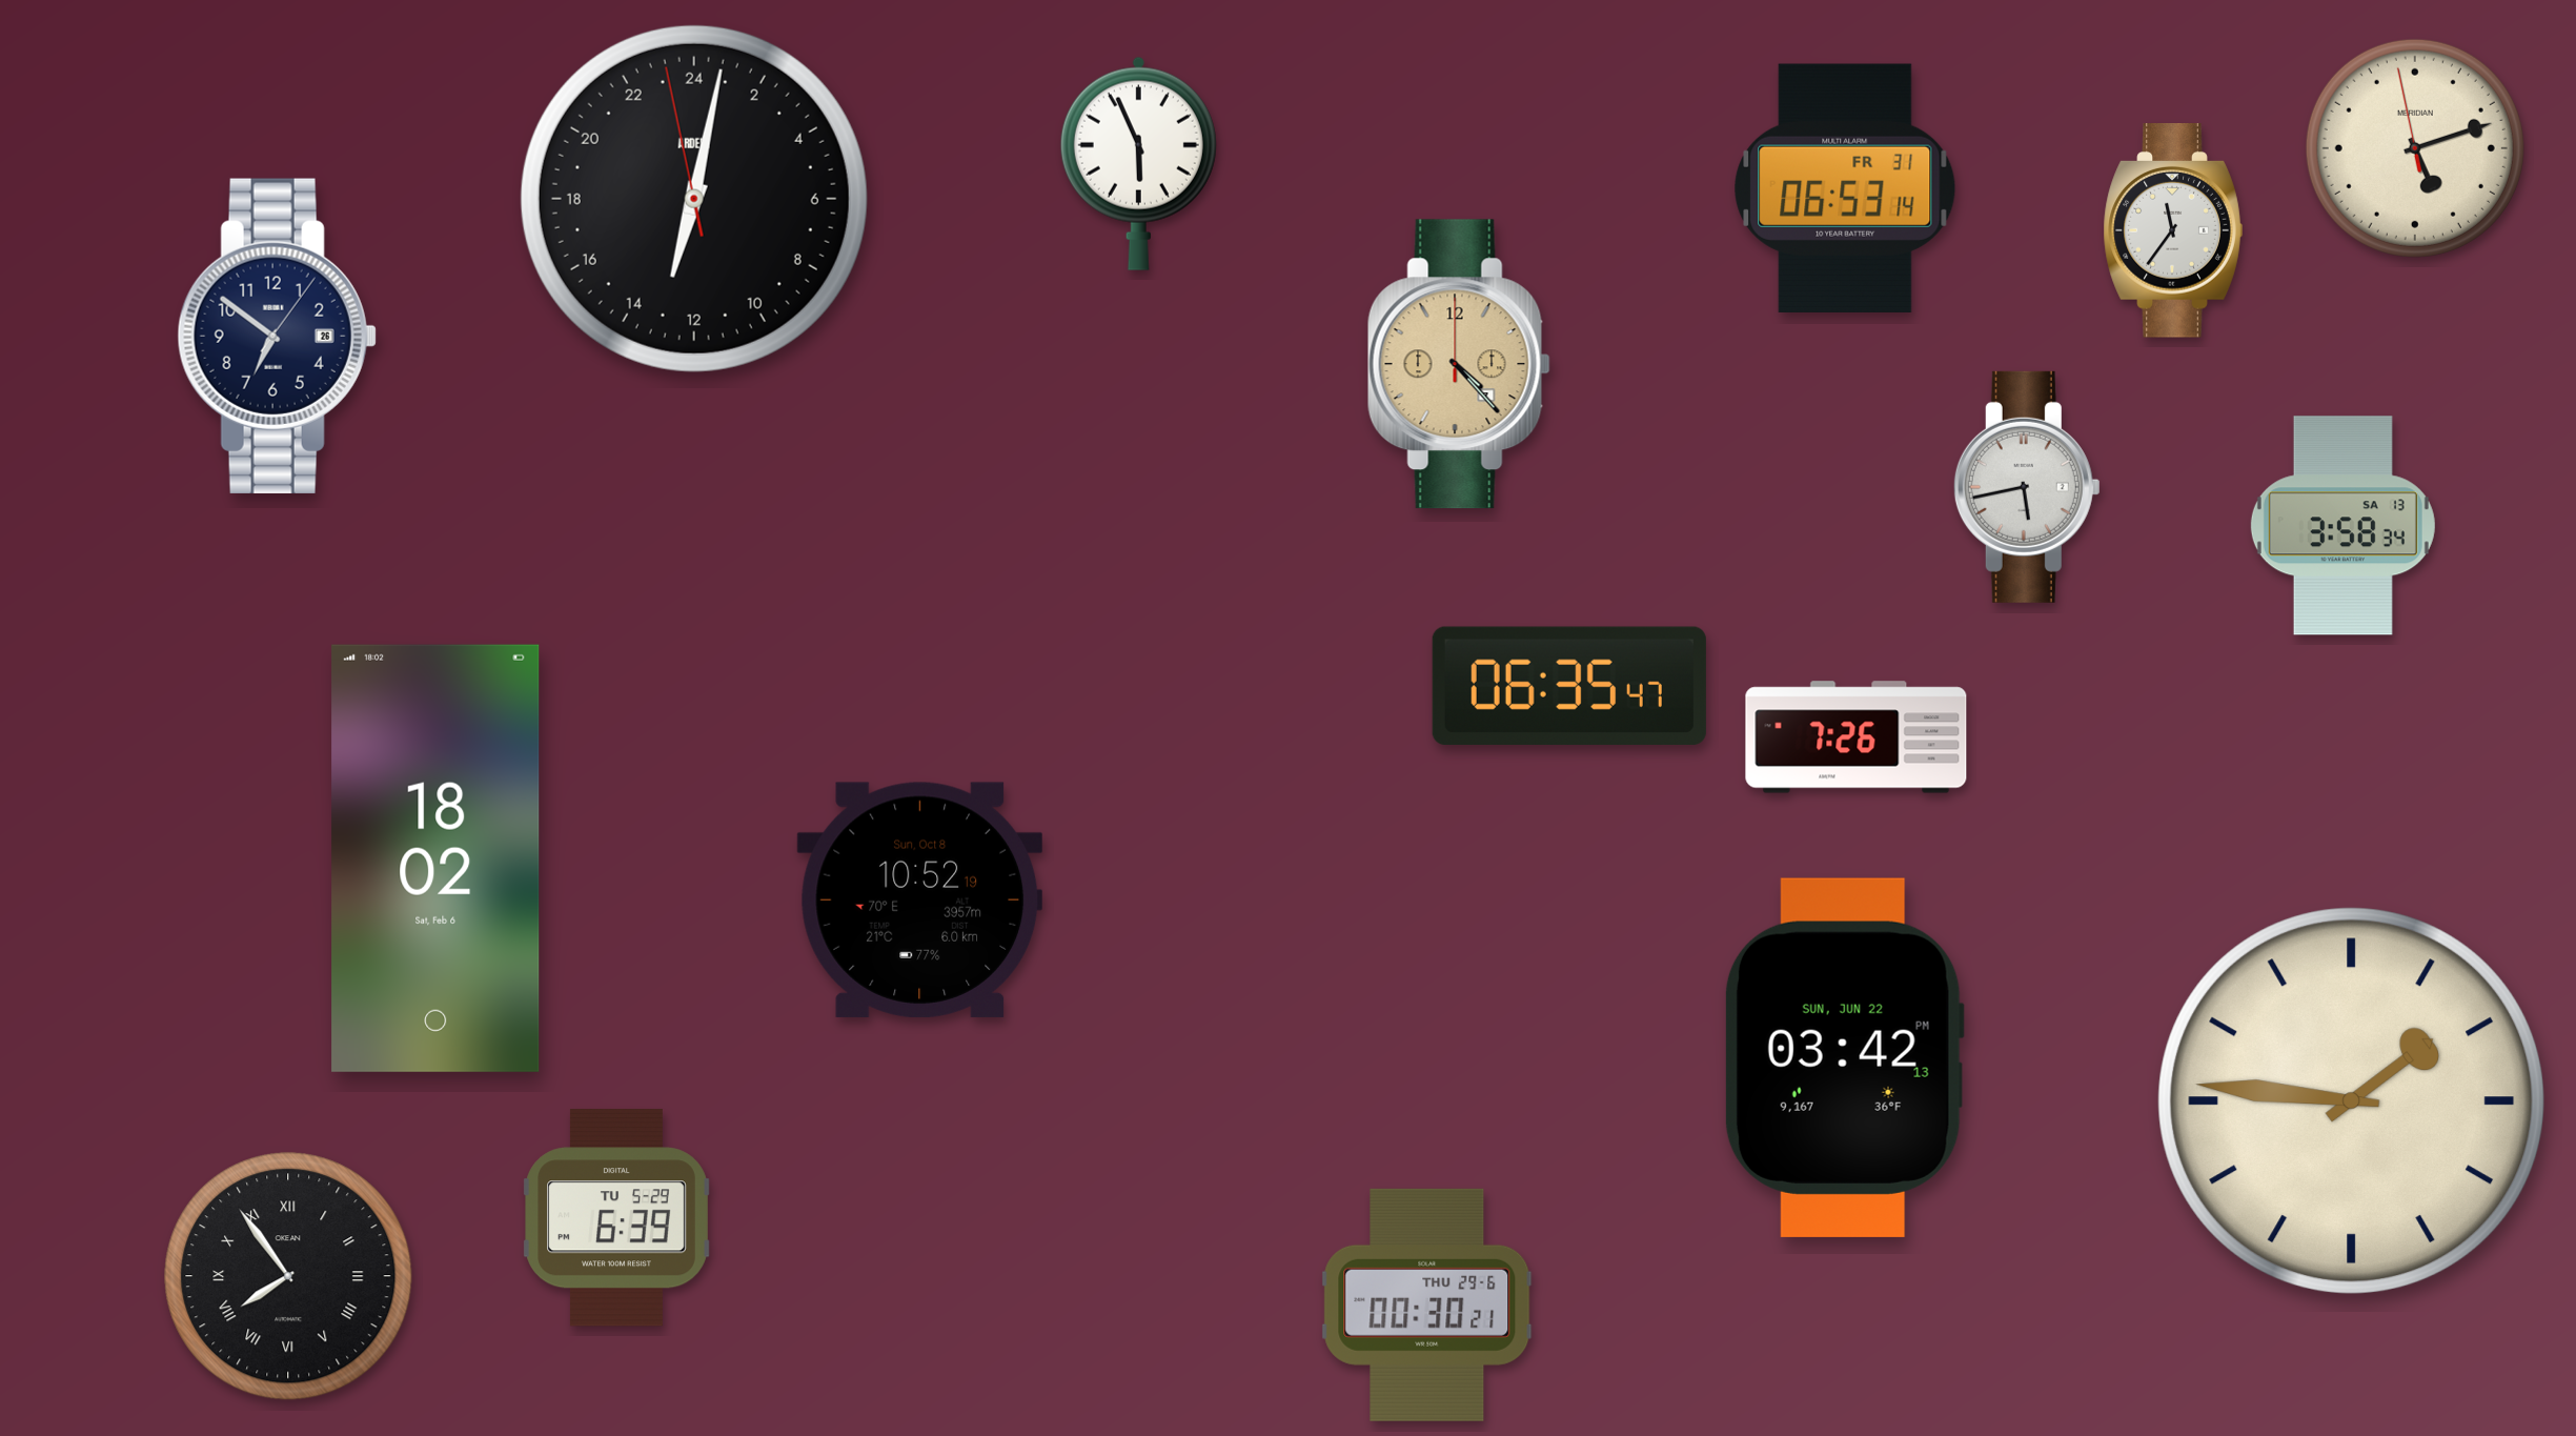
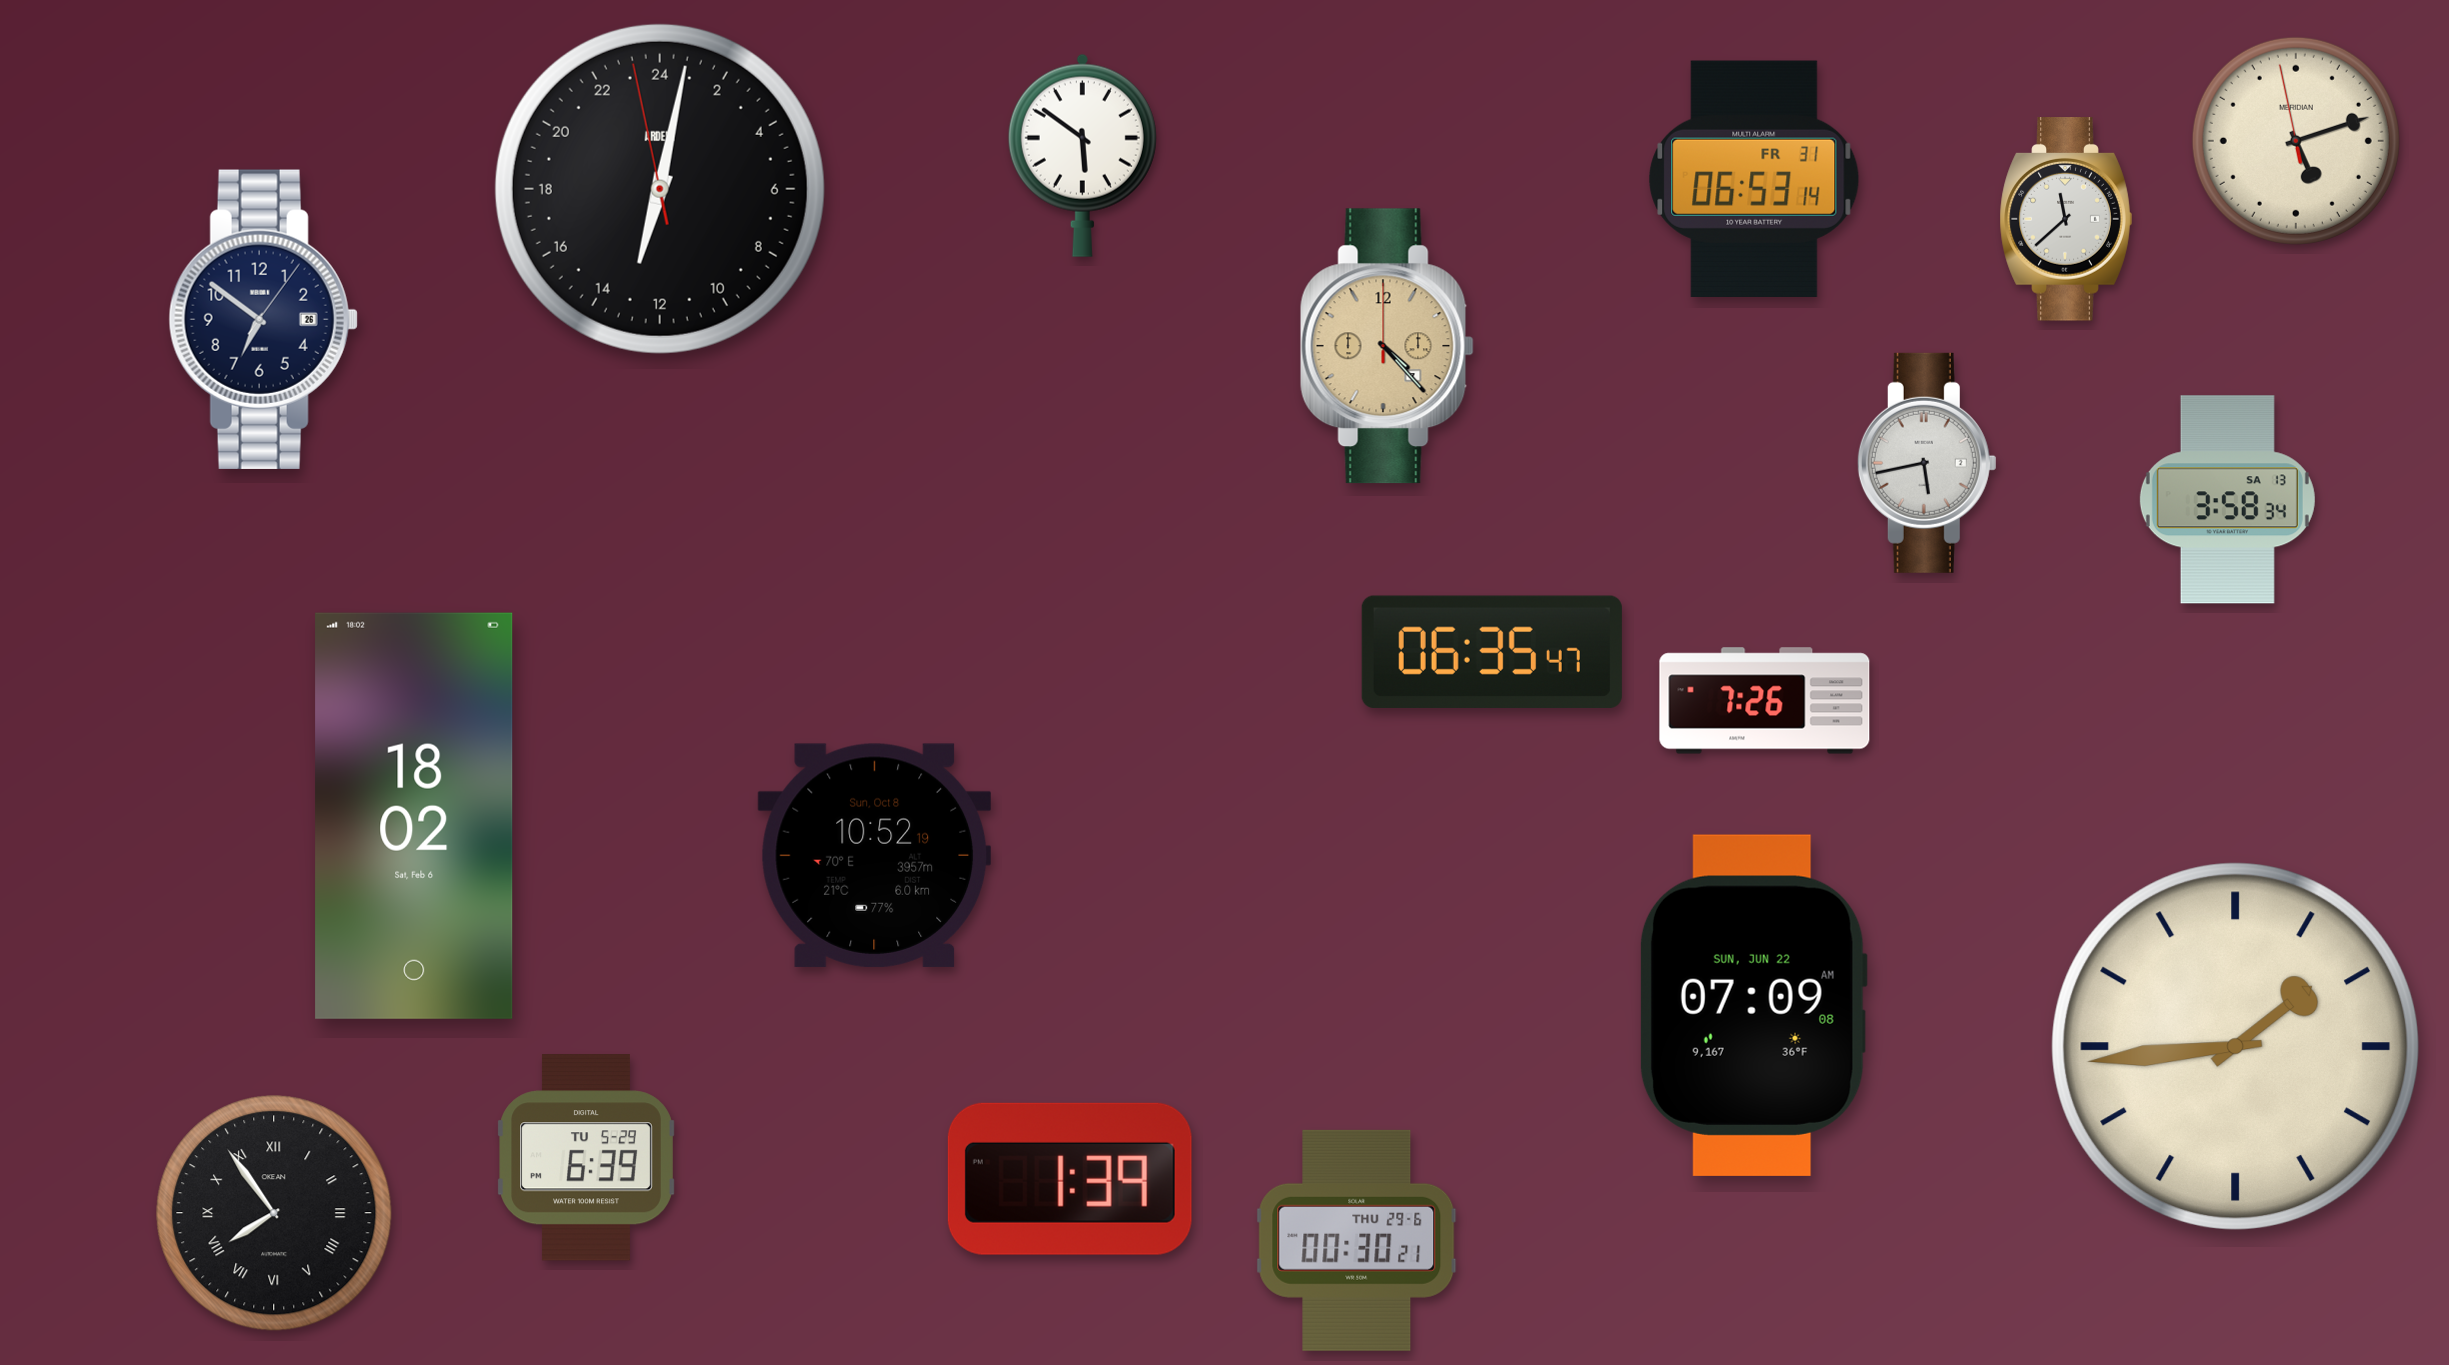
clock at (1138, 163): 5:56 -> 5:51
clock at (2173, 230): 11:36 -> 11:38
clock at (1844, 1057): 03:42 -> 07:09
clock at (2351, 1100): 1:46 -> 1:44
clock at (1070, 1179): none -> 1:39
